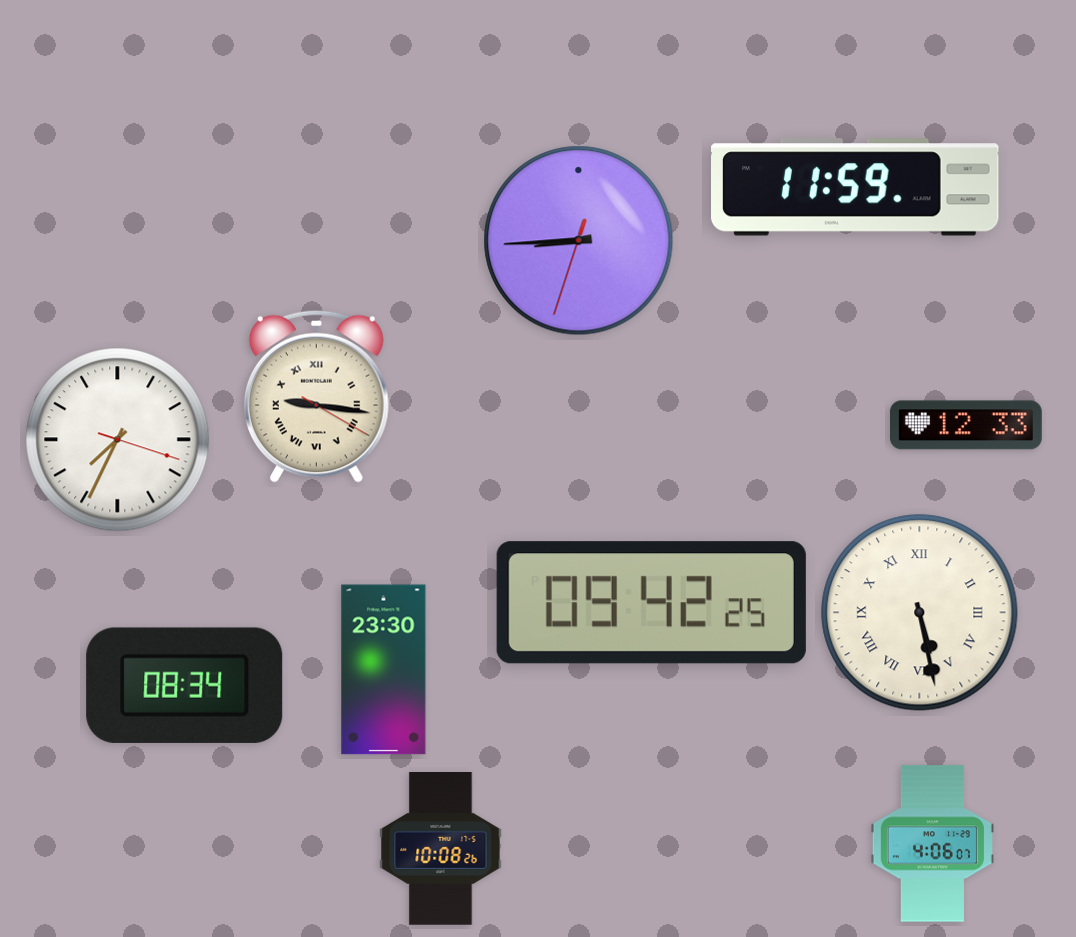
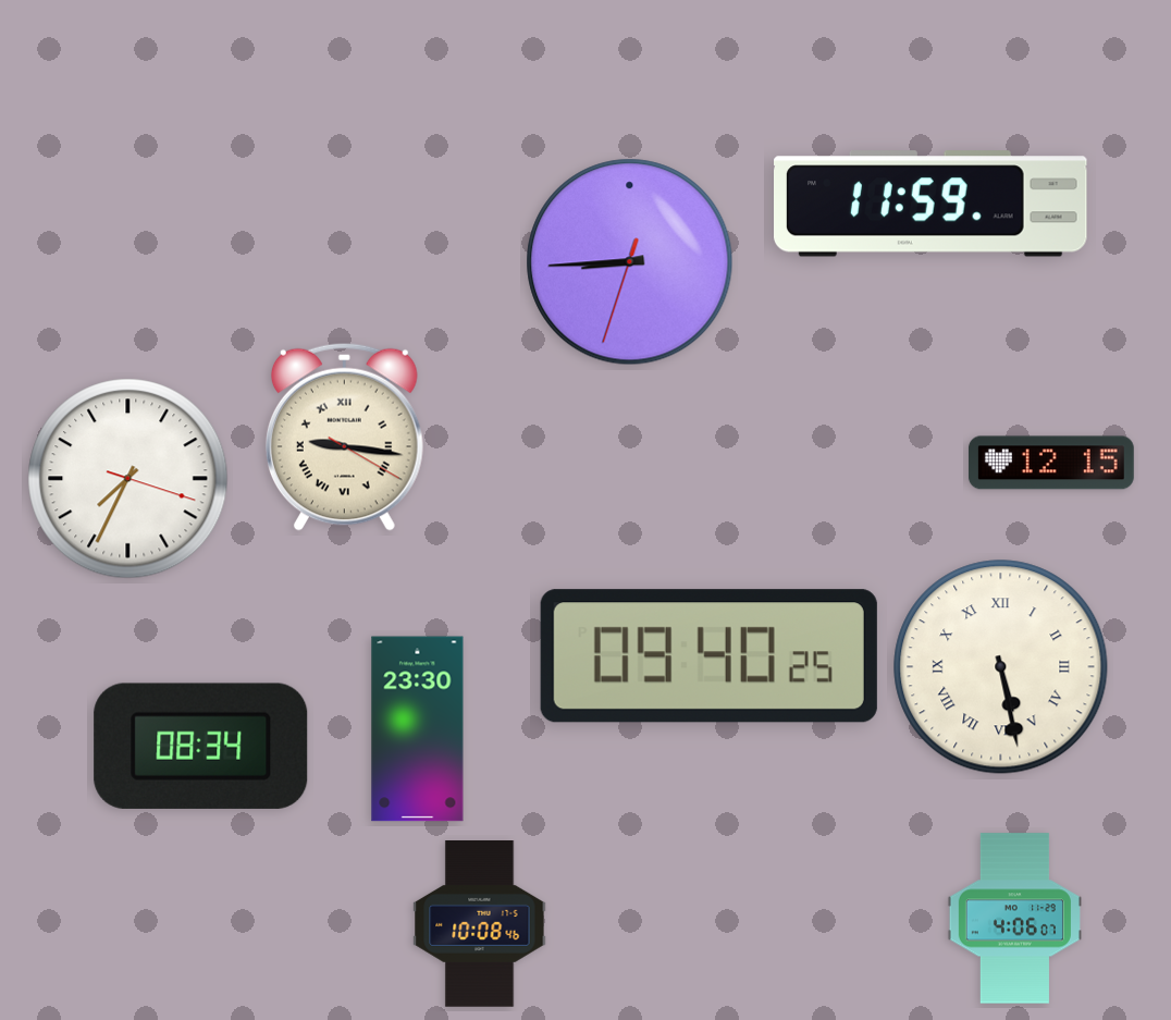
clock at (316, 396) position: (316, 396) -> (344, 437)
clock at (966, 425): 12:33 -> 12:15
clock at (651, 603): 09:42 -> 09:40
clock at (441, 849): 10:08:26 -> 10:08:46
